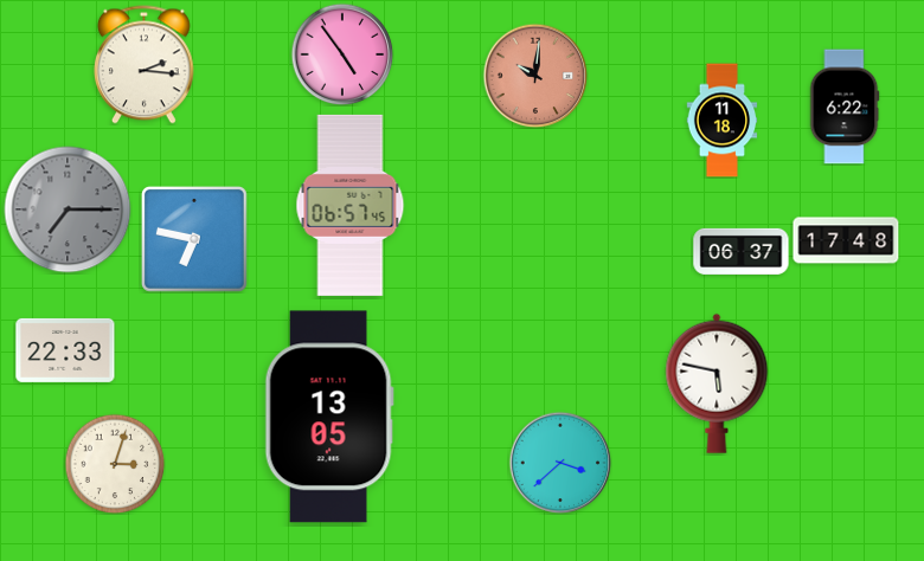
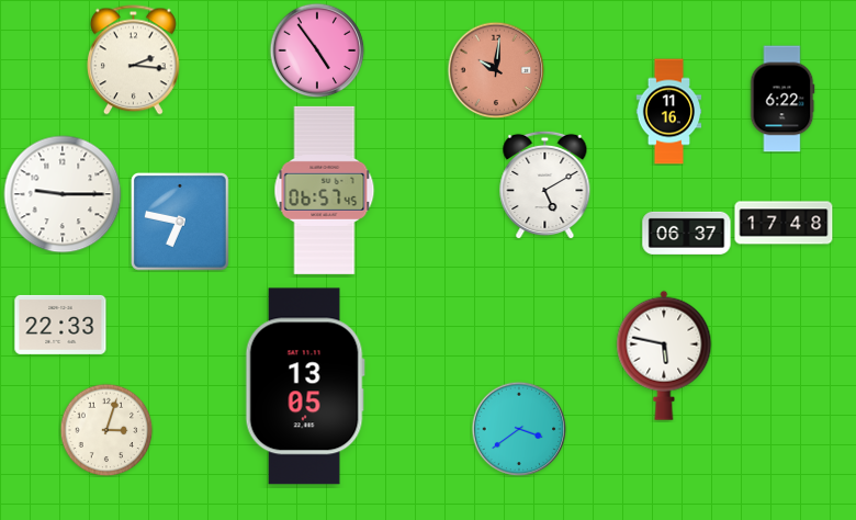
clock at (723, 121): 11:18 -> 11:16
clock at (545, 184): none -> 5:10
clock at (68, 209): 7:15 -> 9:15
clock at (68, 209) dial: grey -> white
clock at (560, 463): 3:38 -> 3:39
